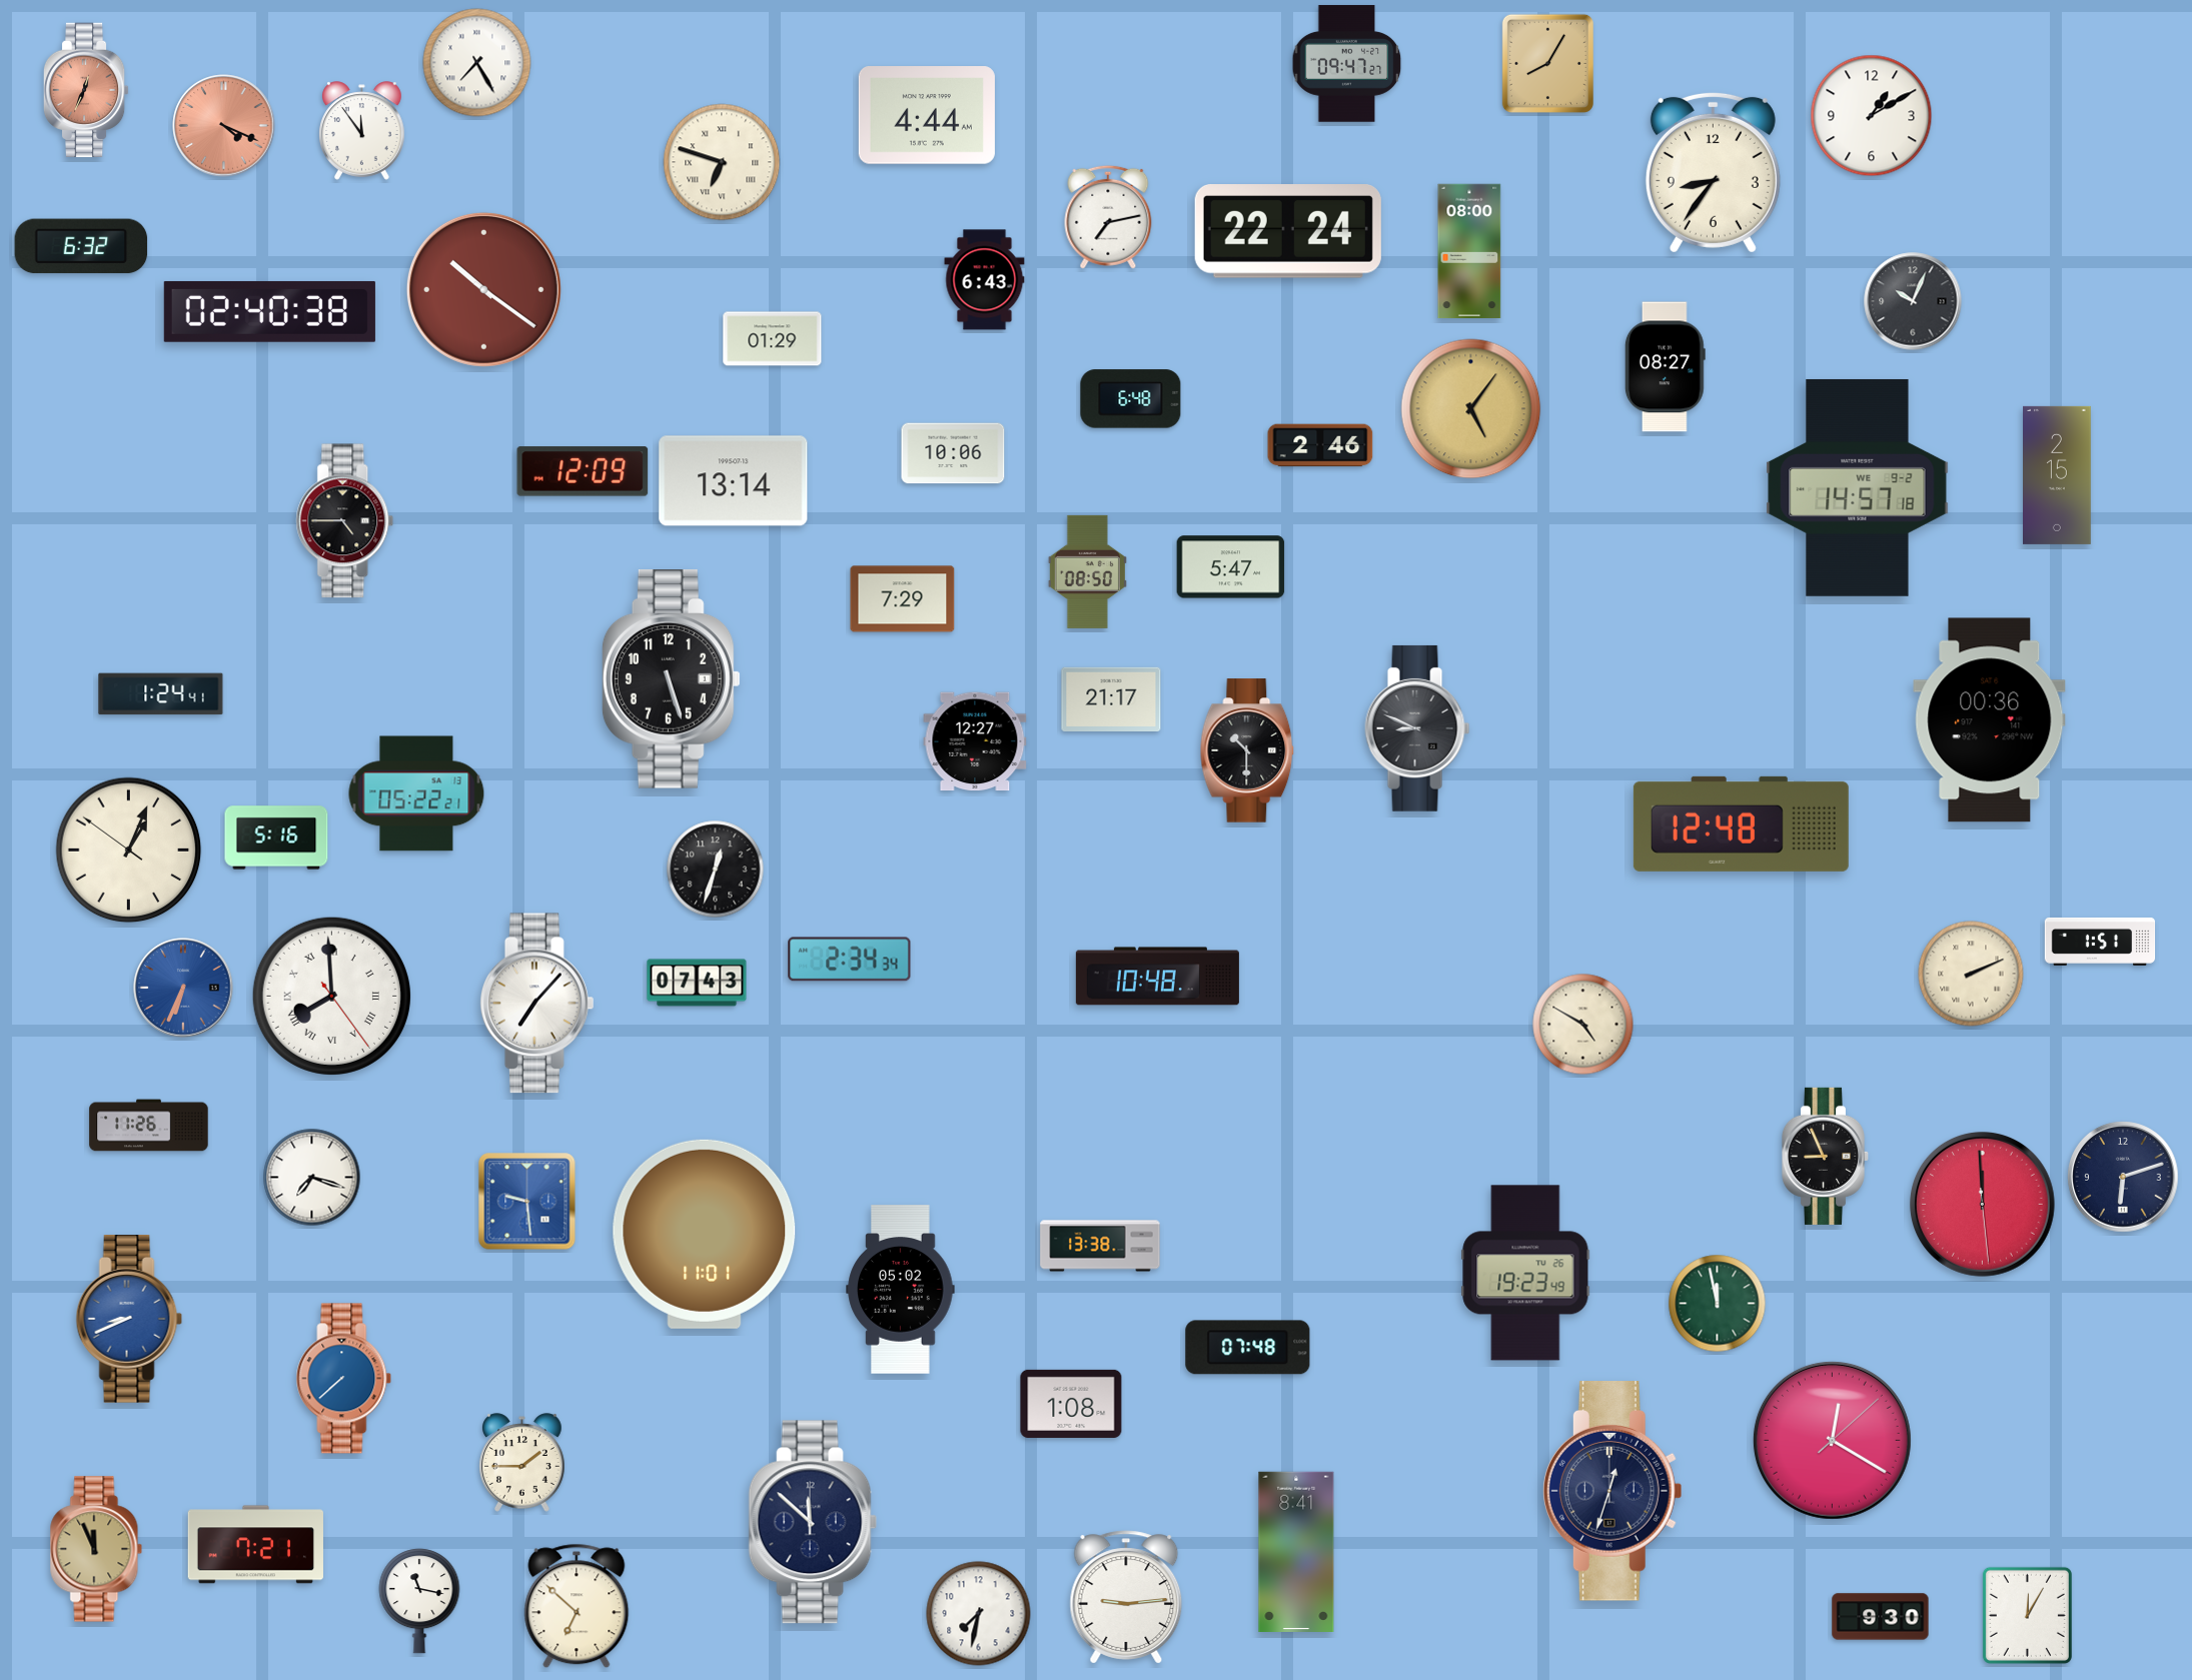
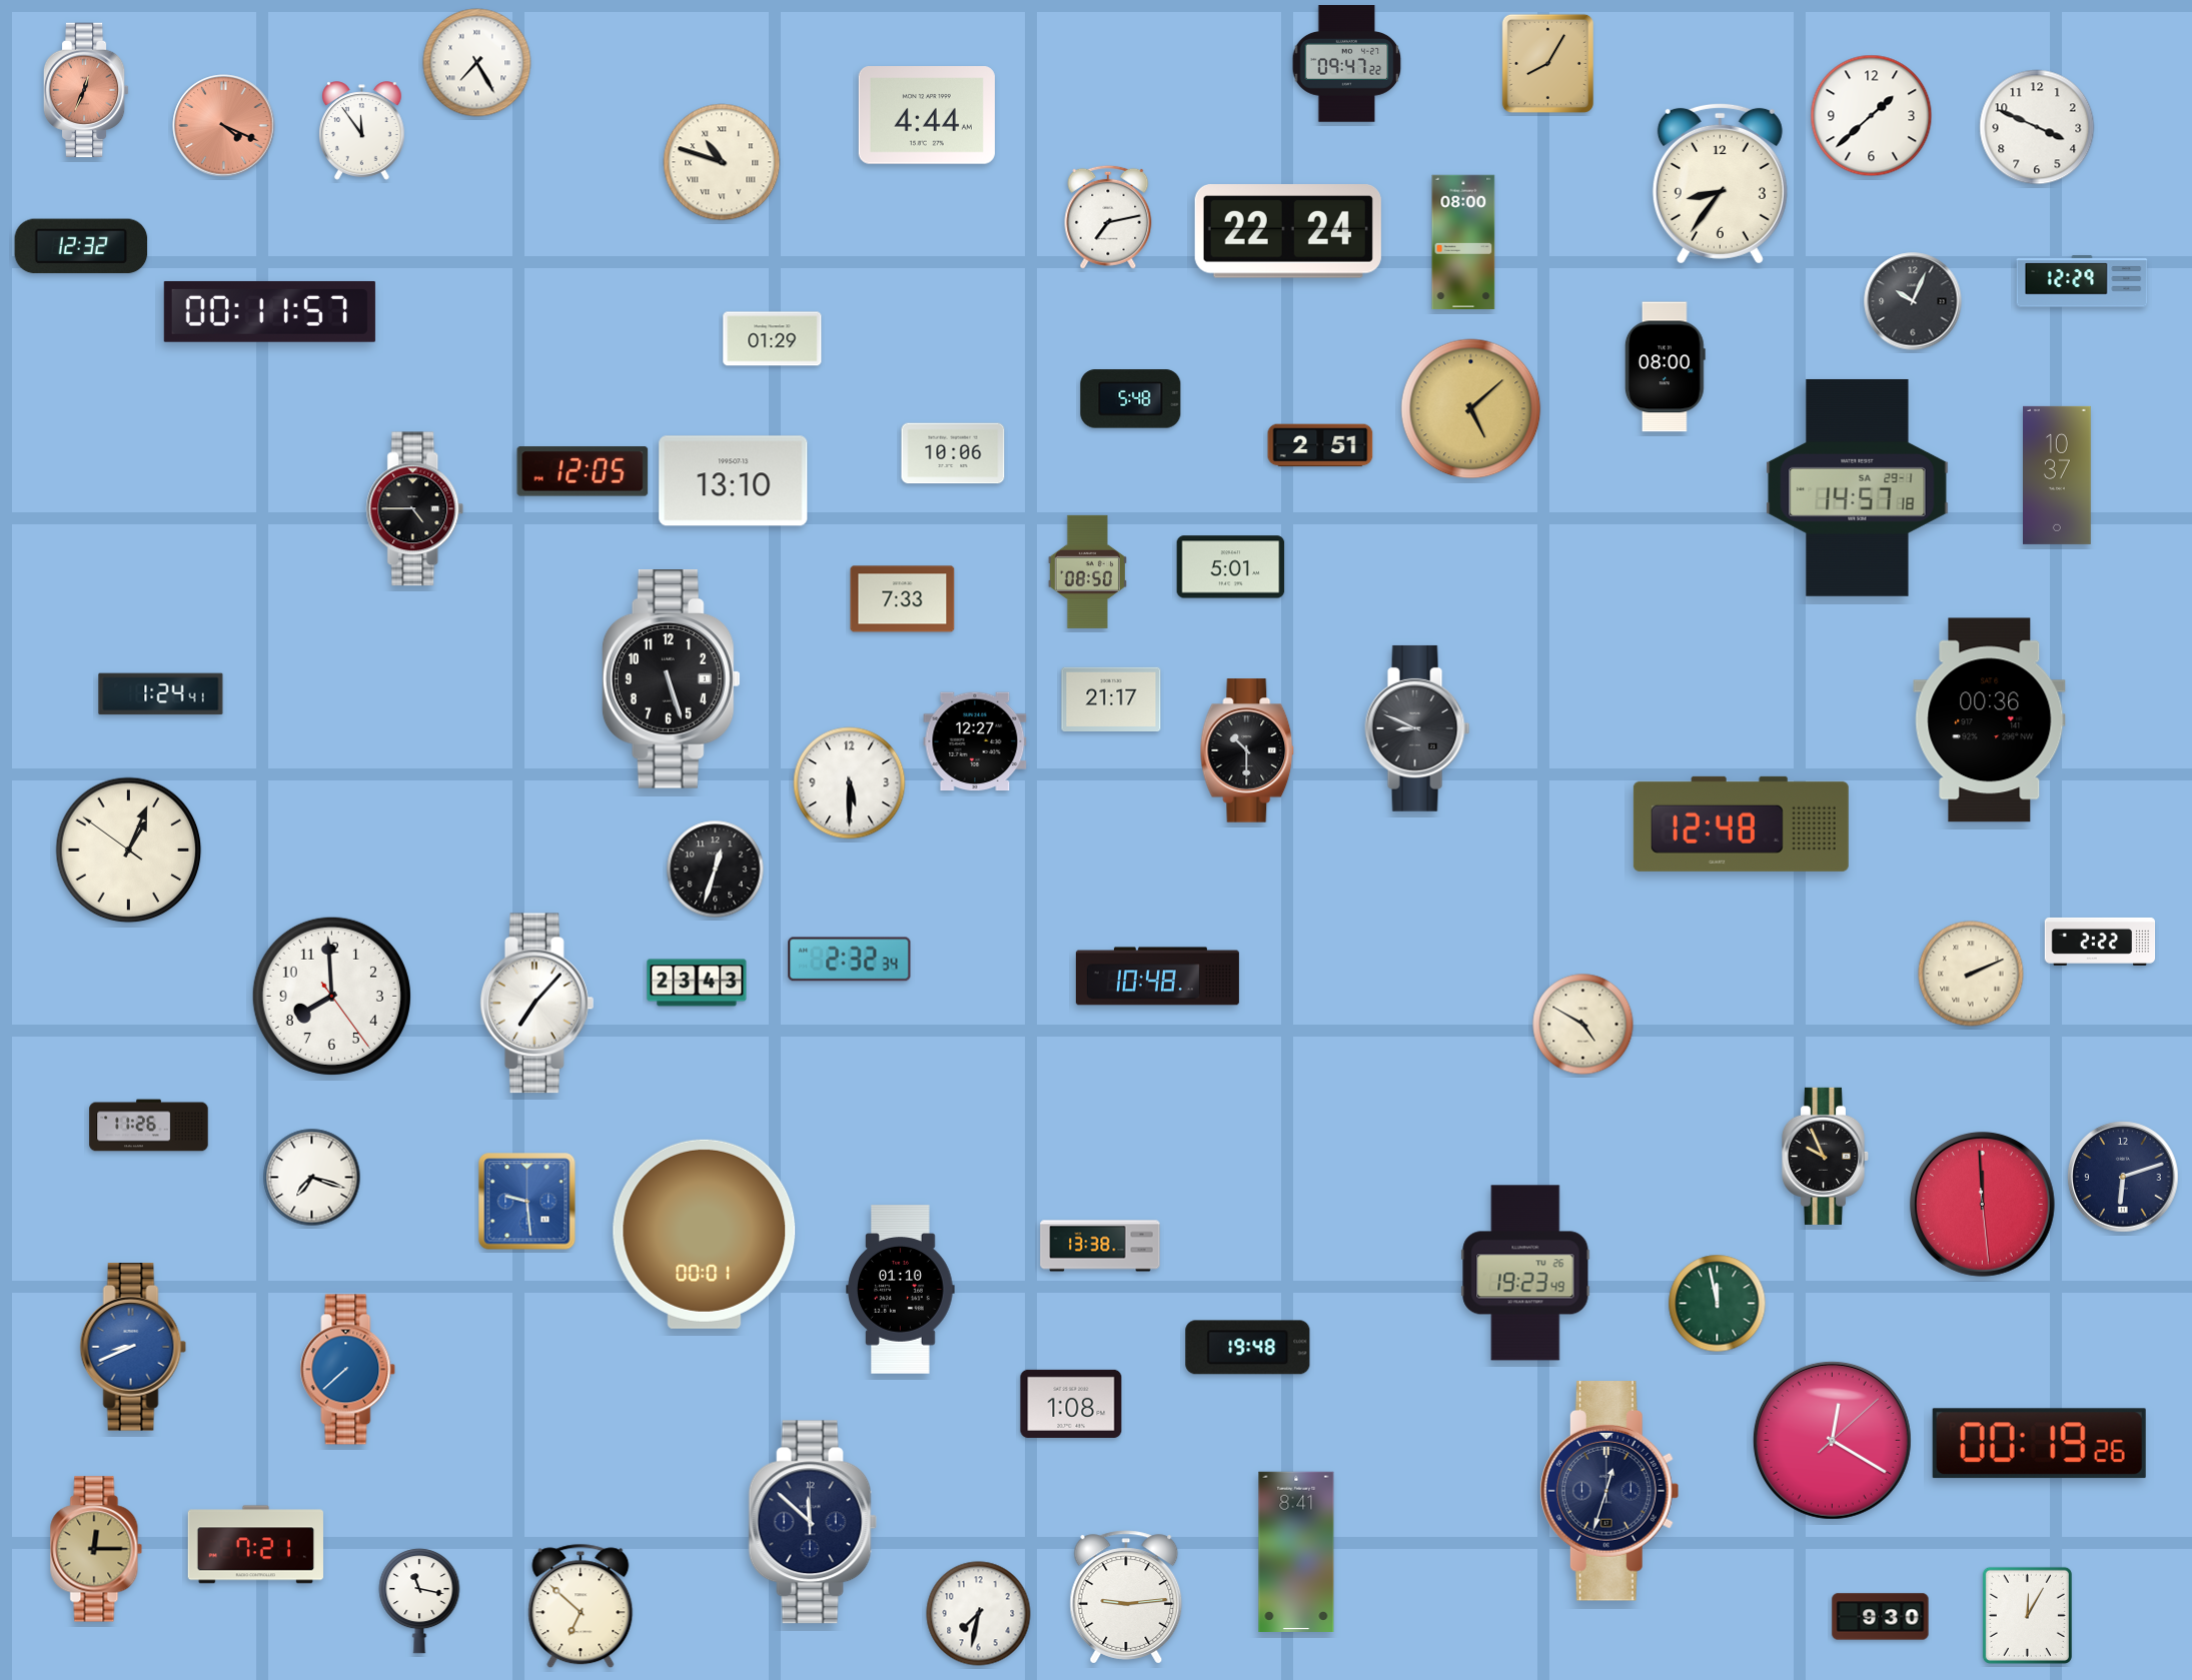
clock at (1347, 64): 09:47:27 -> 09:47:22
clock at (1872, 116): 1:10 -> 1:38
clock at (2037, 127): none -> 3:49
clock at (722, 162): 6:48 -> 10:48
clock at (1713, 172) position: (1713, 172) -> (1720, 183)
clock at (81, 246): 6:32 -> 12:32
clock at (1469, 251) position: (1469, 251) -> (1463, 242)
clock at (985, 280): 6:43 -> none
clock at (2082, 281): none -> 12:29
clock at (483, 289): 10:21 -> none
clock at (269, 311): 02:40 -> 00:11
clock at (1665, 367): 08:27 -> 08:00
clock at (1131, 399): 6:48 -> 5:48
clock at (1471, 409): 5:06 -> 5:08
clock at (1320, 445): 2:46 -> 2:51
clock at (583, 471): 12:09 -> 12:05
clock at (2058, 475): 2:15 -> 10:37
clock at (734, 481): 13:14 -> 13:10
clock at (1858, 487) date: WE 9-2 -> SA 29-1
clock at (345, 521) position: (345, 521) -> (415, 509)
clock at (1231, 567): 5:47 -> 5:01
clock at (903, 599): 7:29 -> 7:33
clock at (850, 783): none -> 5:30
clock at (416, 793): 05:22 -> none
clock at (276, 837): 5:16 -> none
clock at (2100, 942): 1:51 -> 2:22
clock at (850, 960): 2:34 -> 2:32
clock at (697, 983): 07:43 -> 23:43
clock at (183, 988): 6:34 -> none
clock at (331, 996) numerals: Roman -> Arabic
clock at (1826, 1156): 8:56 -> 9:56
clock at (705, 1234): 11:01 -> 00:01
clock at (901, 1290): 05:02 -> 01:10
clock at (129, 1320) position: (129, 1320) -> (133, 1348)
clock at (1248, 1348): 07:48 -> 19:48
clock at (344, 1379) position: (344, 1379) -> (348, 1370)
clock at (2039, 1444): none -> 00:19
clock at (522, 1463): 1:45 -> none
clock at (1612, 1491) position: (1612, 1491) -> (1609, 1491)
clock at (96, 1549): 11:56 -> 12:15
clock at (577, 1606) position: (577, 1606) -> (581, 1606)
